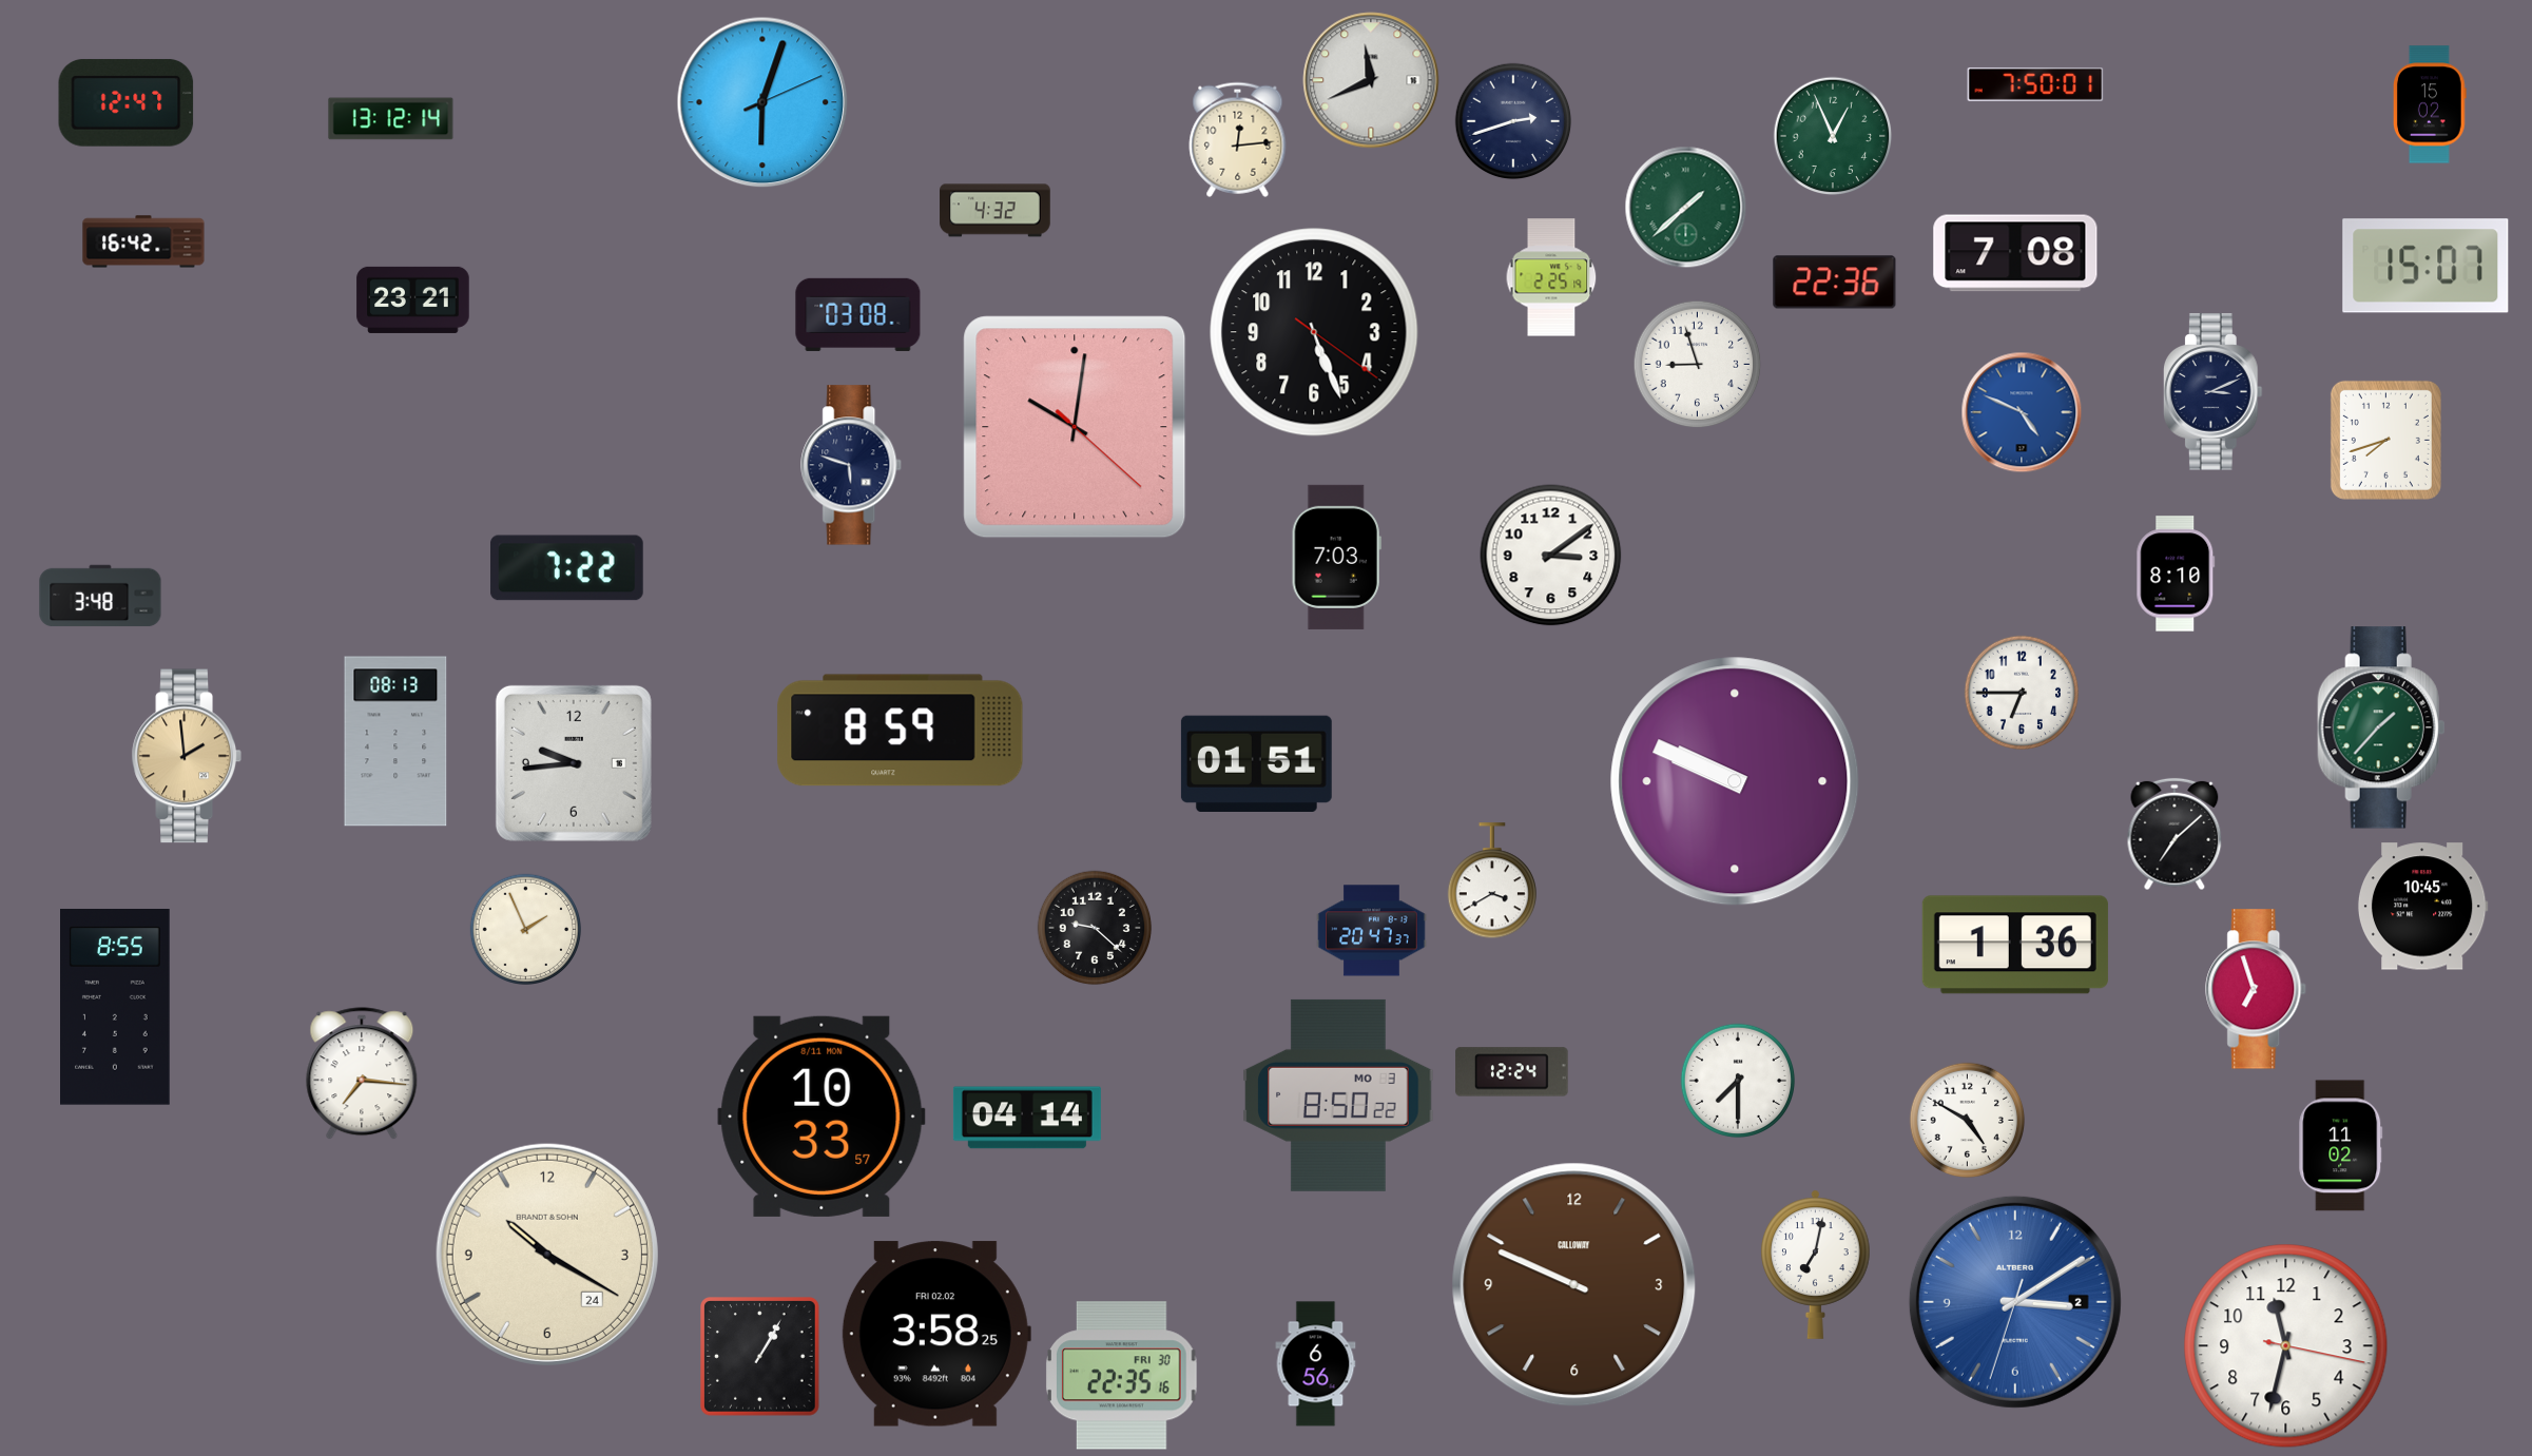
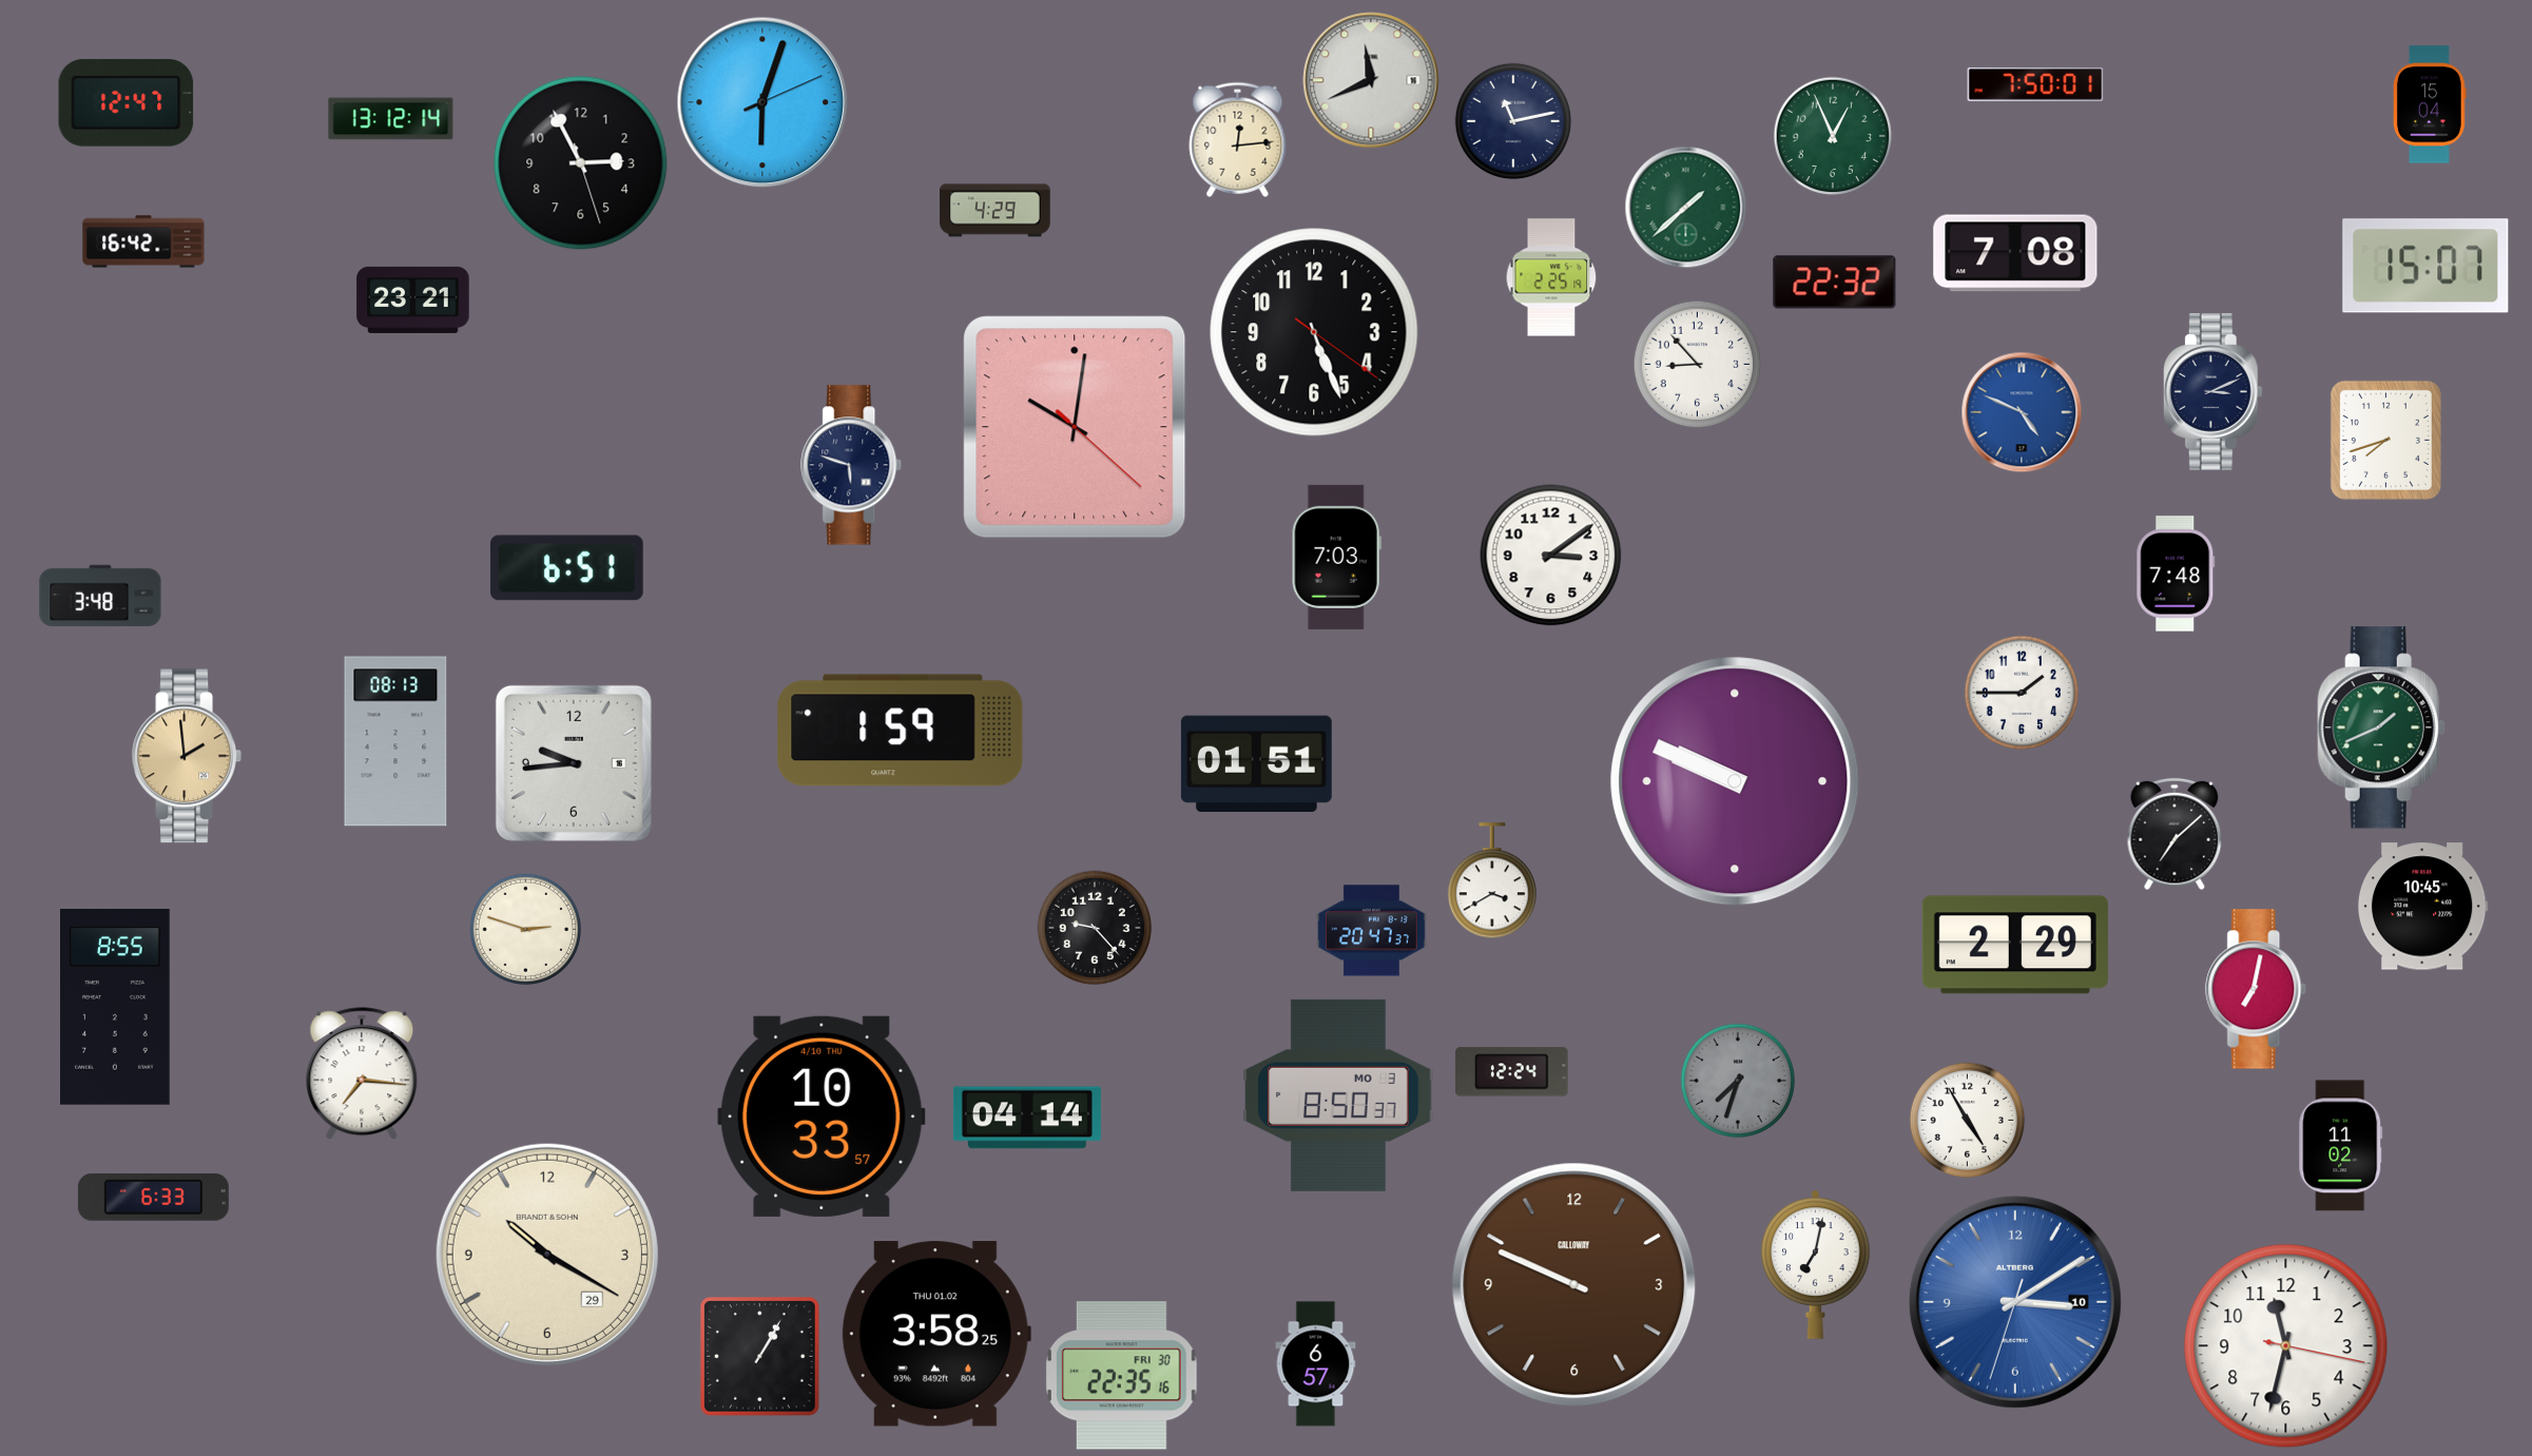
clock at (2430, 104): 15:02 -> 15:04
clock at (1513, 121): 2:42 -> 11:13
clock at (581, 163): none -> 2:55
clock at (996, 211): 4:32 -> 4:29
clock at (1835, 283): 22:36 -> 22:32
clock at (858, 314): 03:08 -> none
clock at (1698, 365): 8:57 -> 8:53
clock at (567, 568): 7:22 -> 6:51
clock at (2176, 574): 8:10 -> 7:48
clock at (2022, 693): 6:45 -> 1:45
clock at (2381, 727): 1:37 -> 1:41
clock at (901, 731): 8:59 -> 1:59
clock at (1095, 928): 9:22 -> 9:23
clock at (525, 929): 1:56 -> 2:48
clock at (2015, 945): 1:36 -> 2:29
clock at (2257, 989): 6:57 -> 7:02
clock at (1738, 1081): 7:30 -> 7:33
clock at (1738, 1081) dial: white -> grey
clock at (1338, 1095): 8:50:22 -> 8:50:37
clock at (822, 1117) date: 8/11 MON -> 4/10 THU
clock at (1968, 1121): 4:50 -> 4:55
clock at (153, 1198): none -> 6:33
clock at (547, 1255) date: 24 -> 29
clock at (2015, 1302) date: 2 -> 10
clock at (936, 1334) date: FRI 02.02 -> THU 01.02
clock at (1316, 1364): 6:56 -> 6:57
